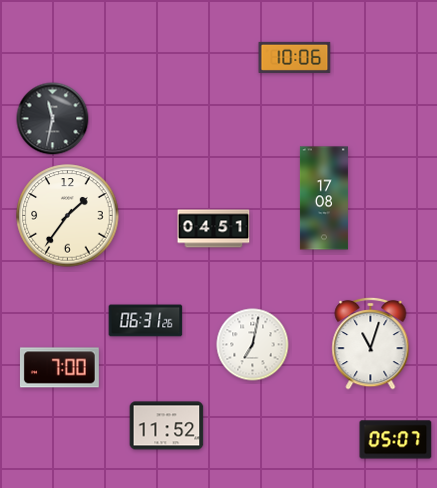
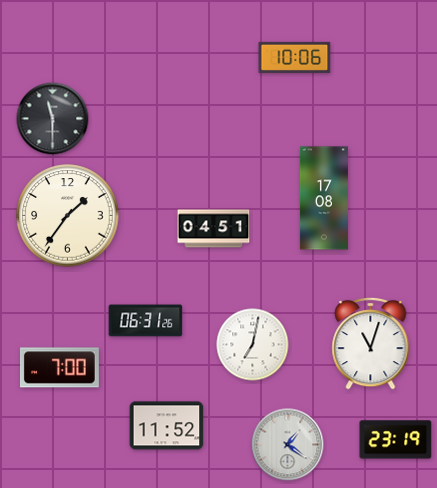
clock at (53, 119): 11:32 -> 11:30
clock at (396, 440): 05:07 -> 23:19
clock at (288, 445): none -> 1:21
